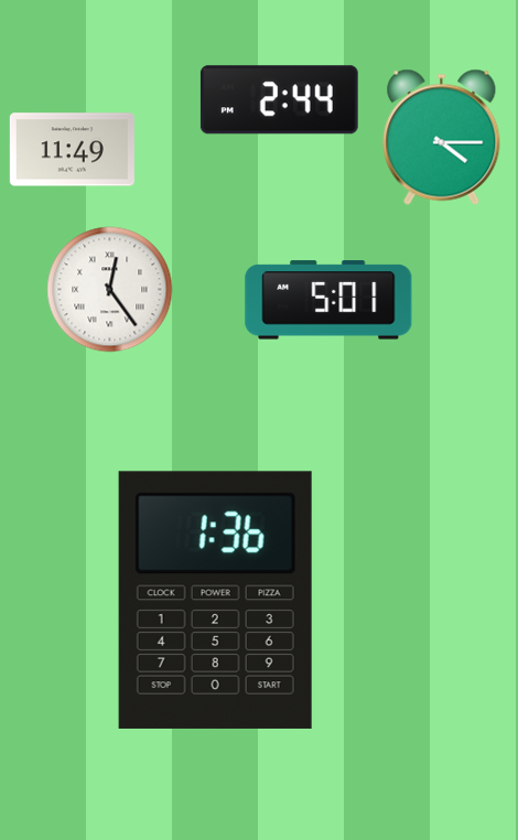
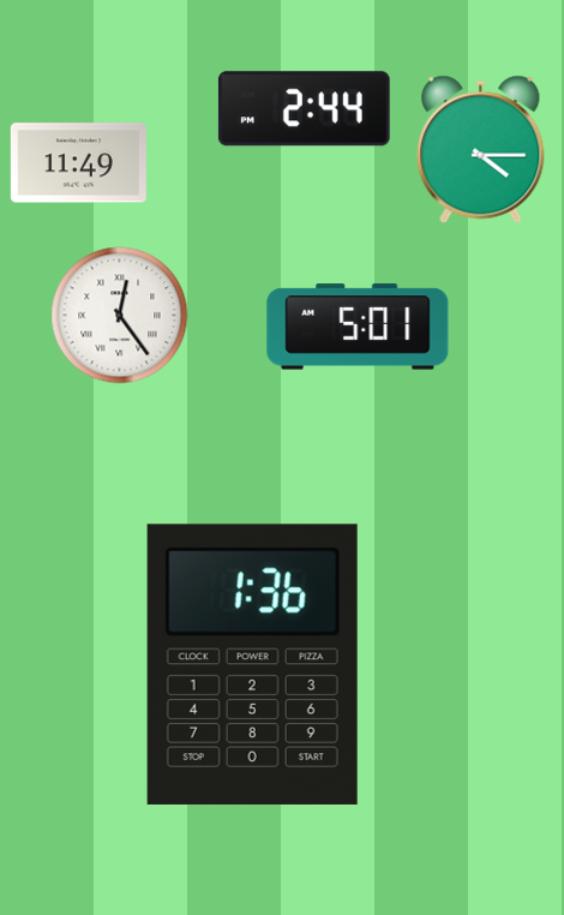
clock at (215, 600) position: (215, 600) -> (252, 664)
